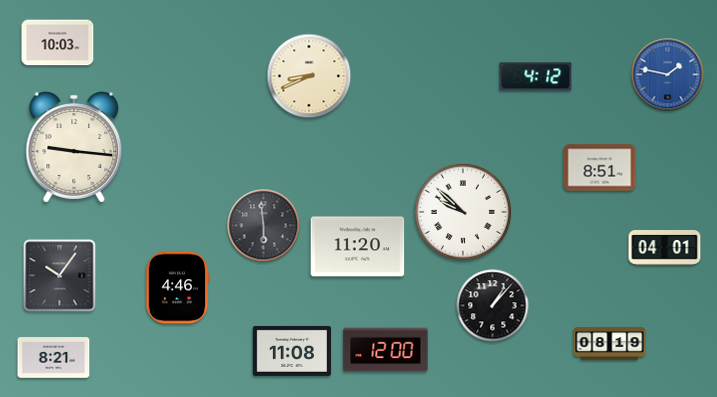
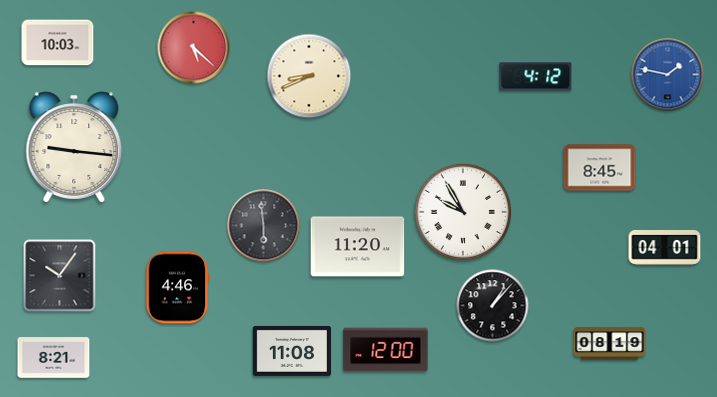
clock at (194, 48): none -> 5:22
clock at (600, 168): 8:51 -> 8:45
clock at (463, 212): 9:52 -> 9:55
